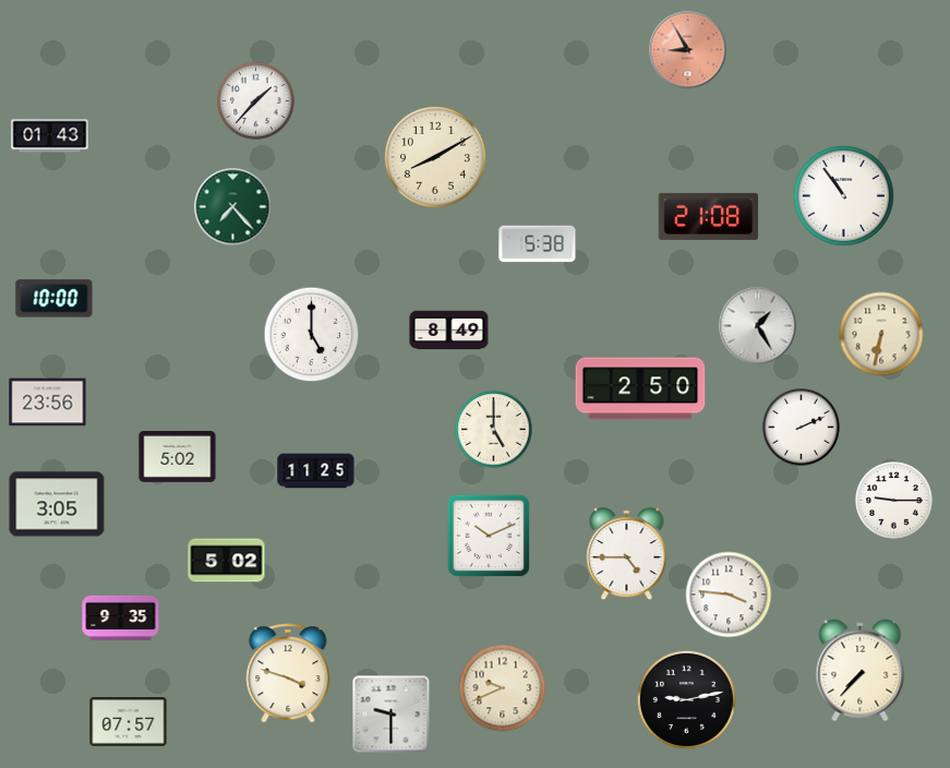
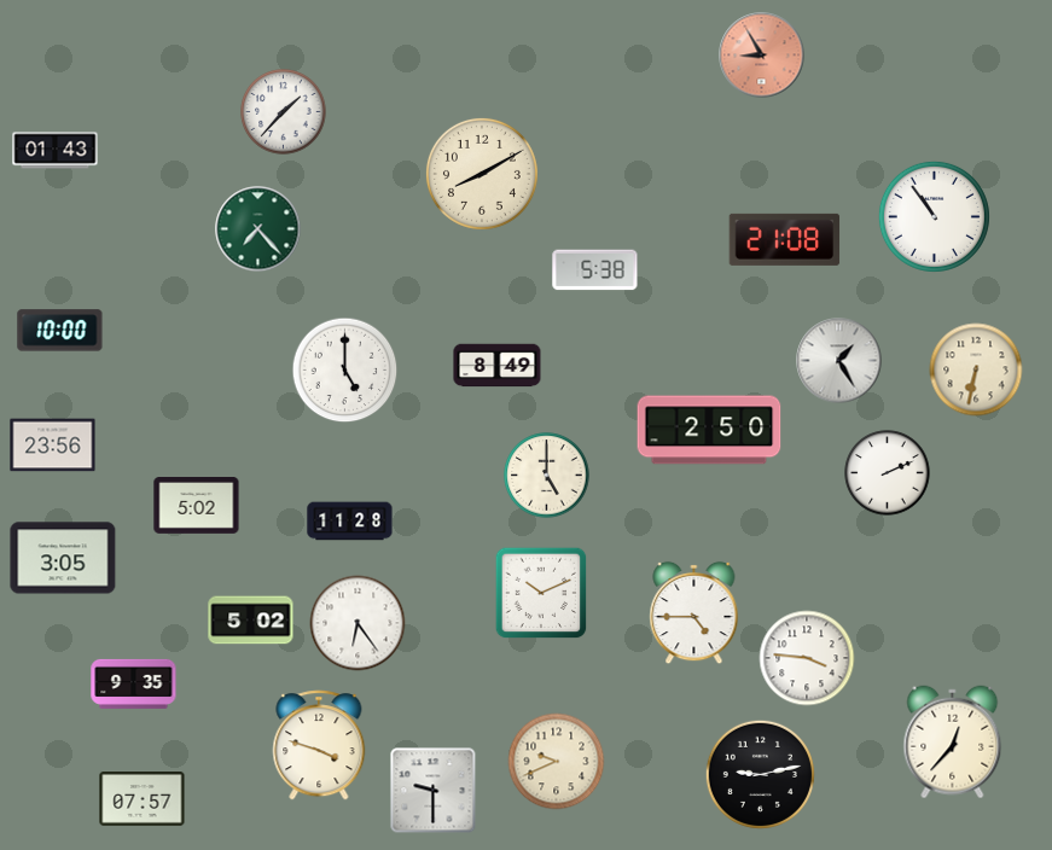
clock at (316, 471): 11:25 -> 11:28
clock at (894, 501): 9:15 -> none
clock at (358, 623): none -> 6:24
clock at (861, 671): 7:37 -> 12:37
